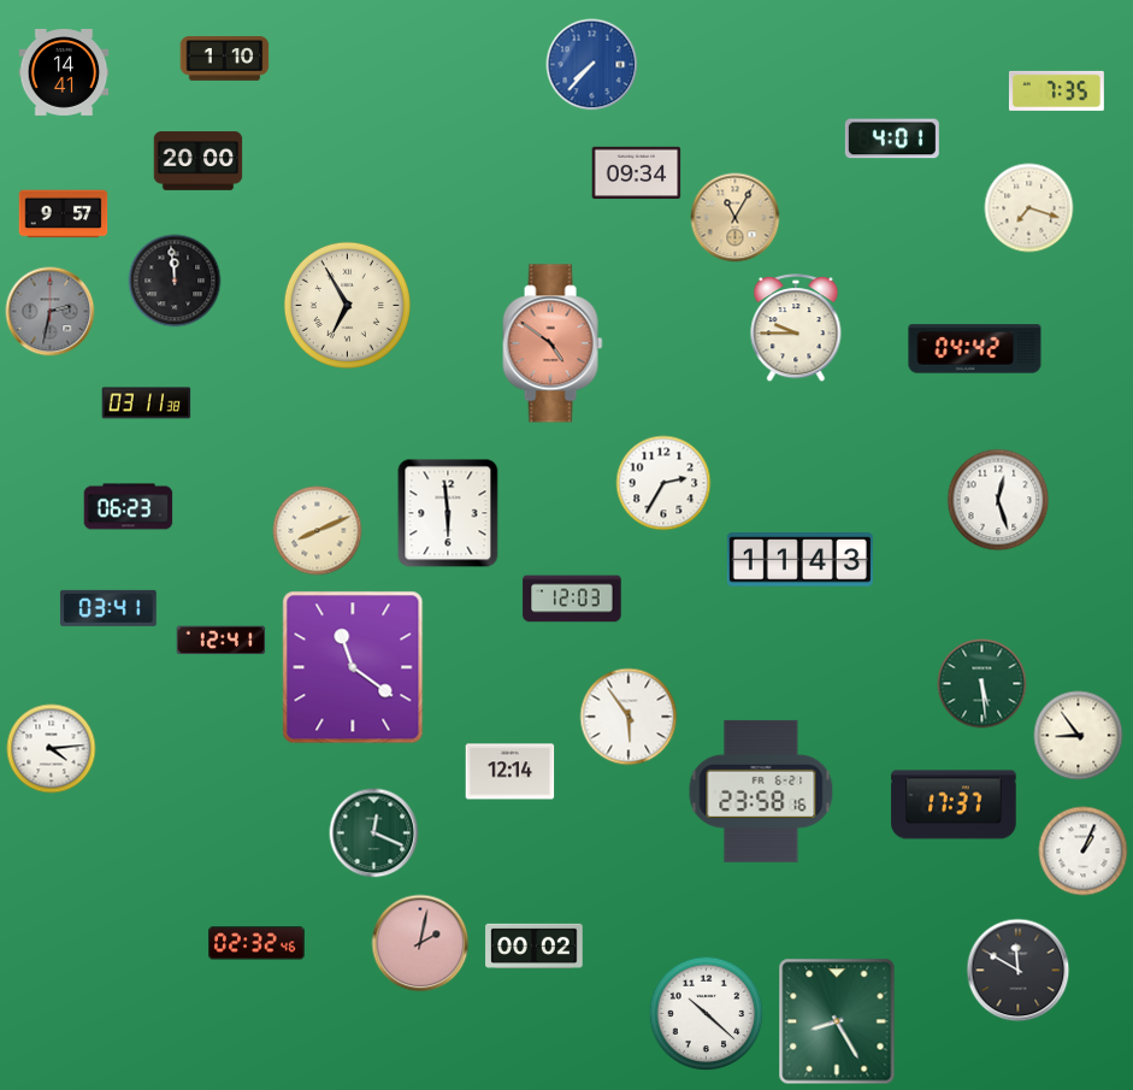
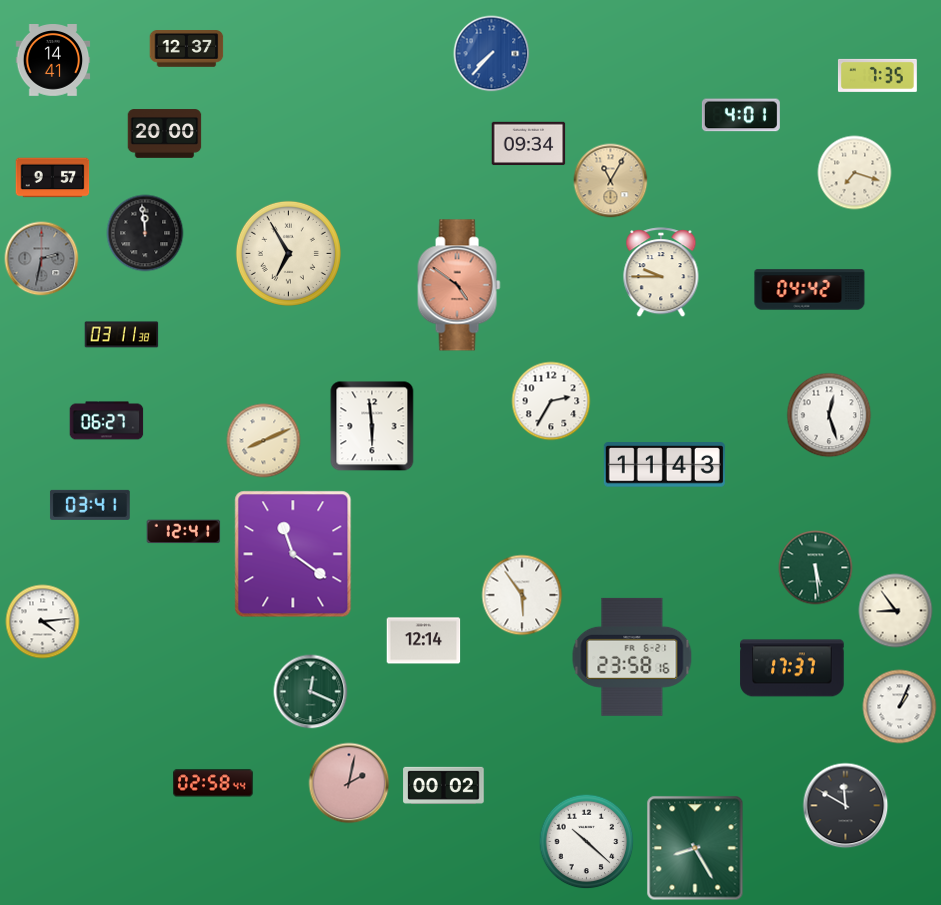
clock at (225, 59): 1:10 -> 12:37
clock at (129, 507): 06:23 -> 06:27
clock at (572, 599): 12:03 -> none
clock at (258, 943): 02:32 -> 02:58
